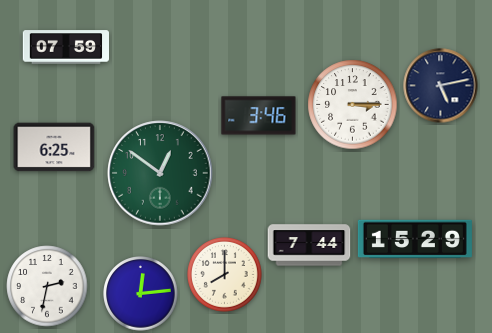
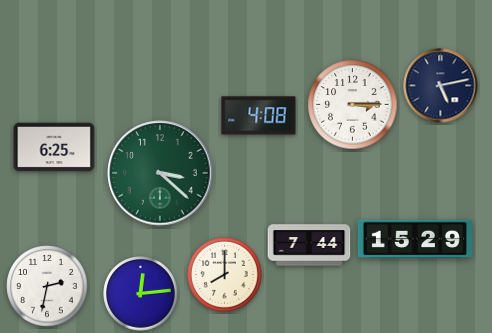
clock at (65, 47): 07:59 -> none
clock at (259, 116): 3:46 -> 4:08
clock at (160, 173): 12:51 -> 3:22
